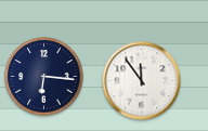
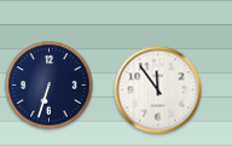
clock at (44, 77): 6:16 -> 6:33
